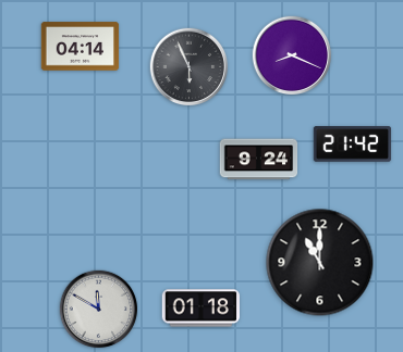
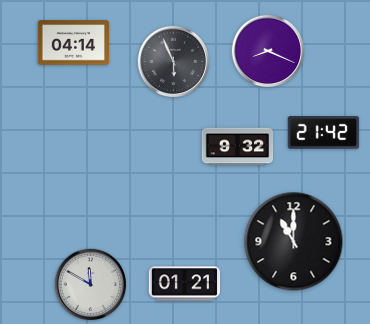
clock at (259, 160): 9:24 -> 9:32
clock at (200, 309): 01:18 -> 01:21
